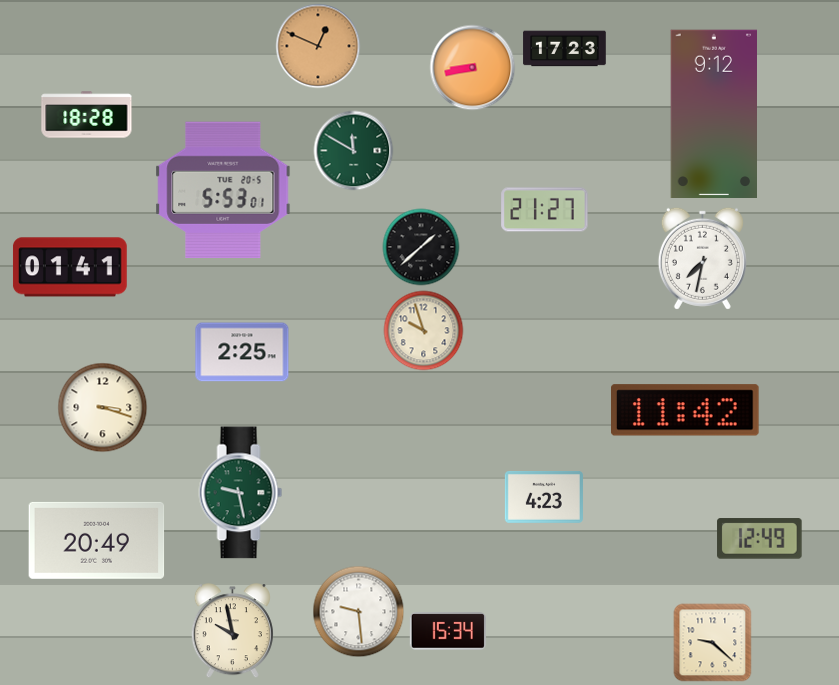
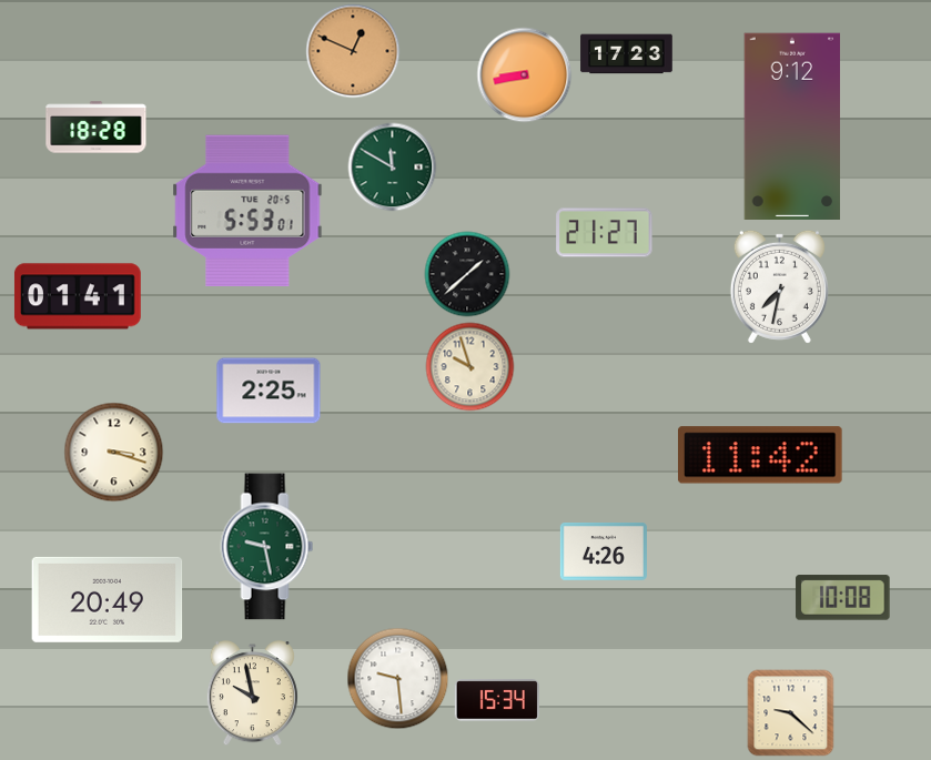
clock at (544, 498): 4:23 -> 4:26
clock at (760, 539): 12:49 -> 10:08
clock at (232, 631) position: (232, 631) -> (252, 693)
